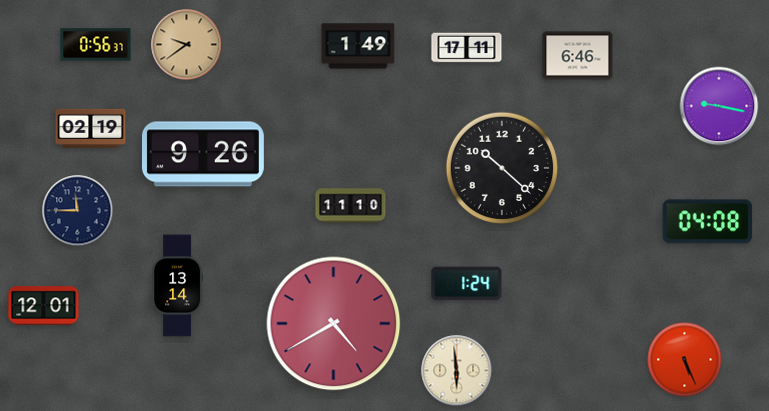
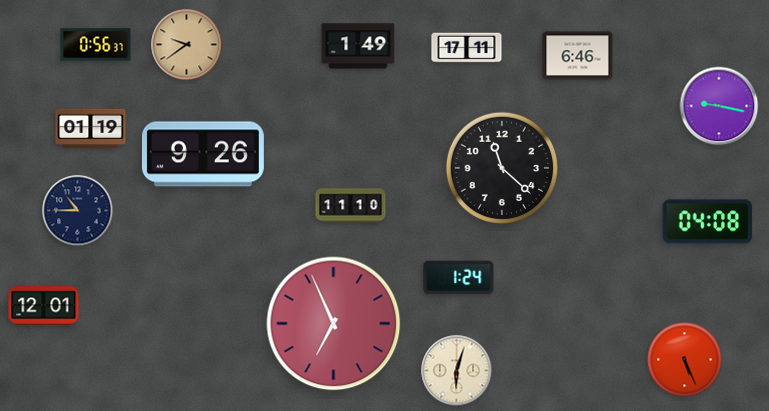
clock at (91, 128): 02:19 -> 01:19
clock at (501, 167): 10:22 -> 11:22
clock at (78, 211): 11:45 -> 10:45
clock at (467, 284) position: (467, 284) -> (459, 278)
clock at (177, 286): 13:14 -> none
clock at (334, 324): 4:40 -> 6:56
clock at (457, 371): 5:59 -> 6:03
